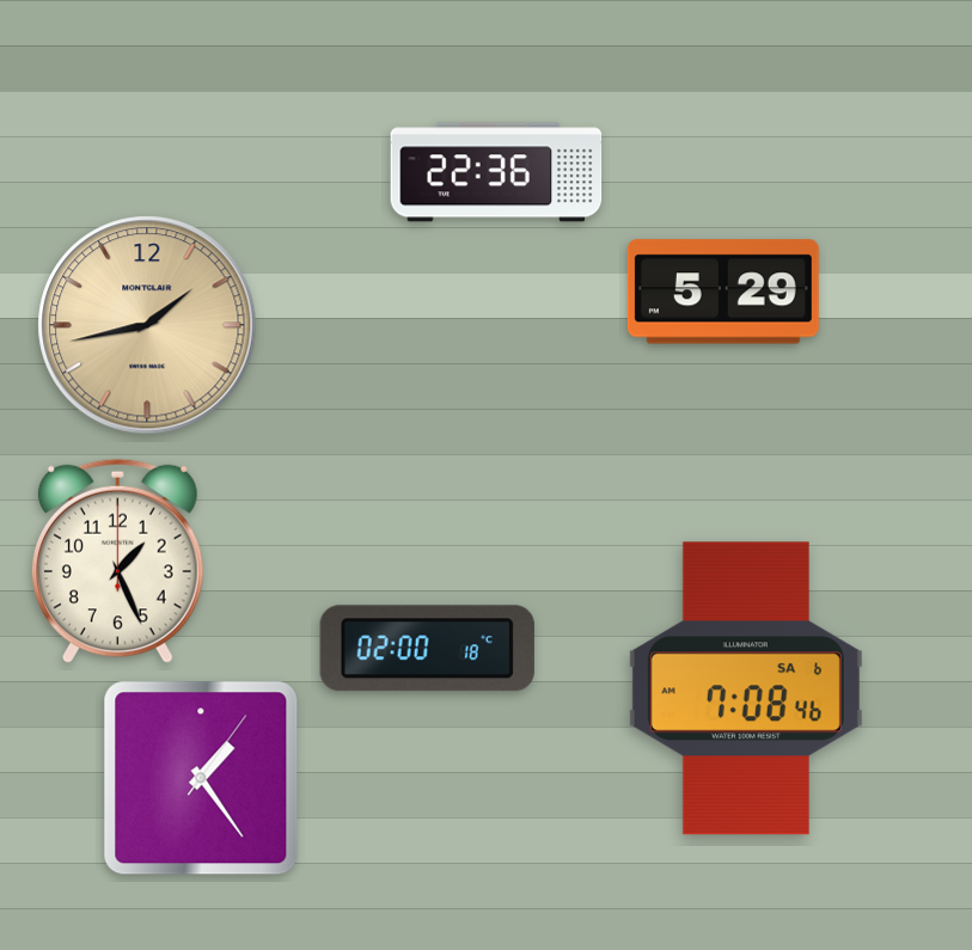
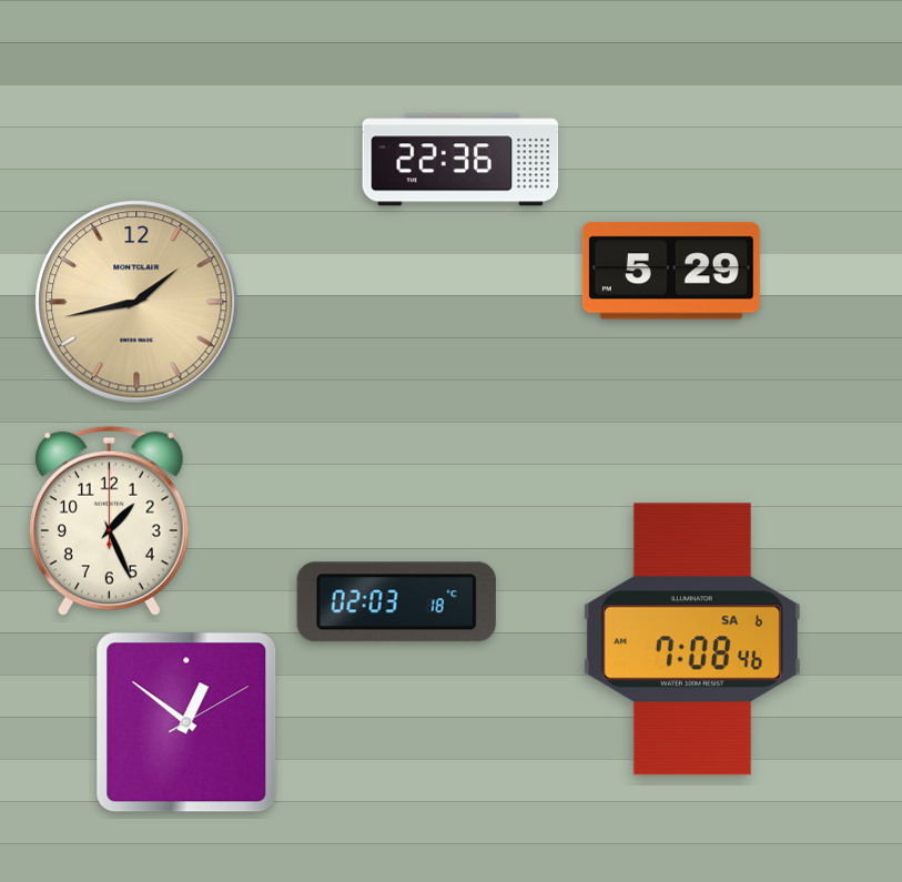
clock at (427, 649): 02:00 -> 02:03
clock at (201, 778): 1:24 -> 12:51
